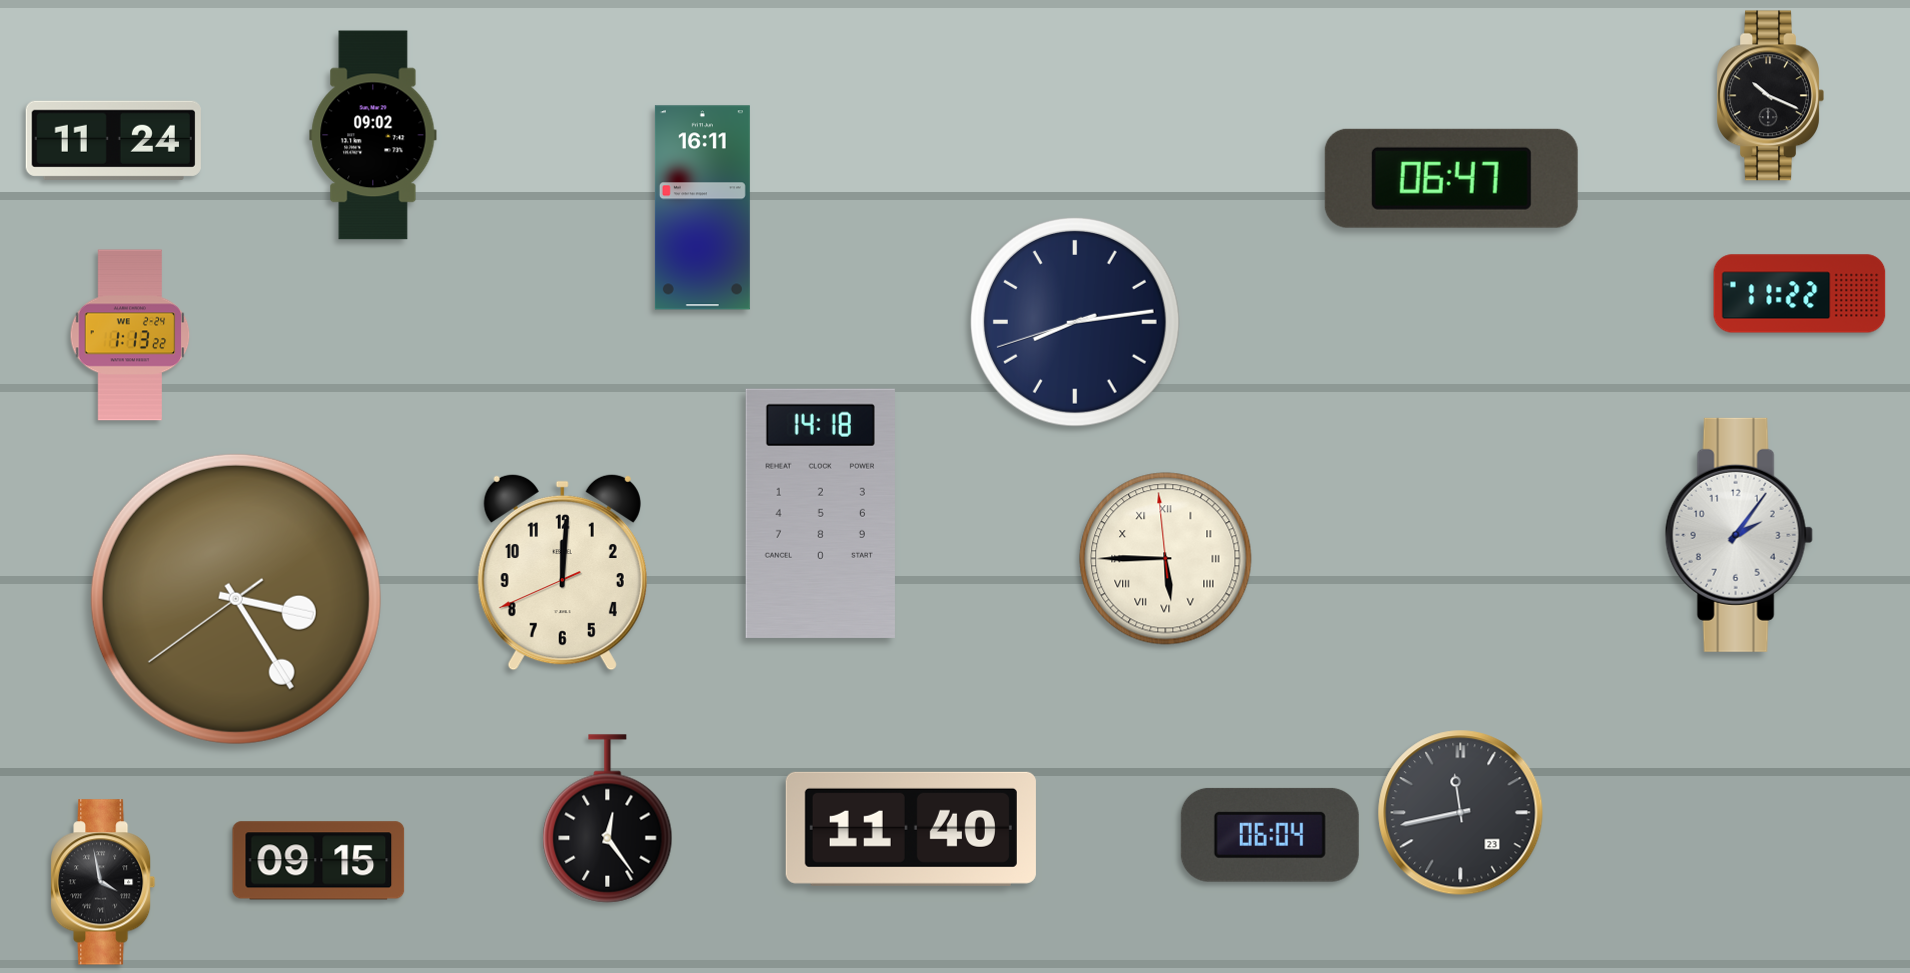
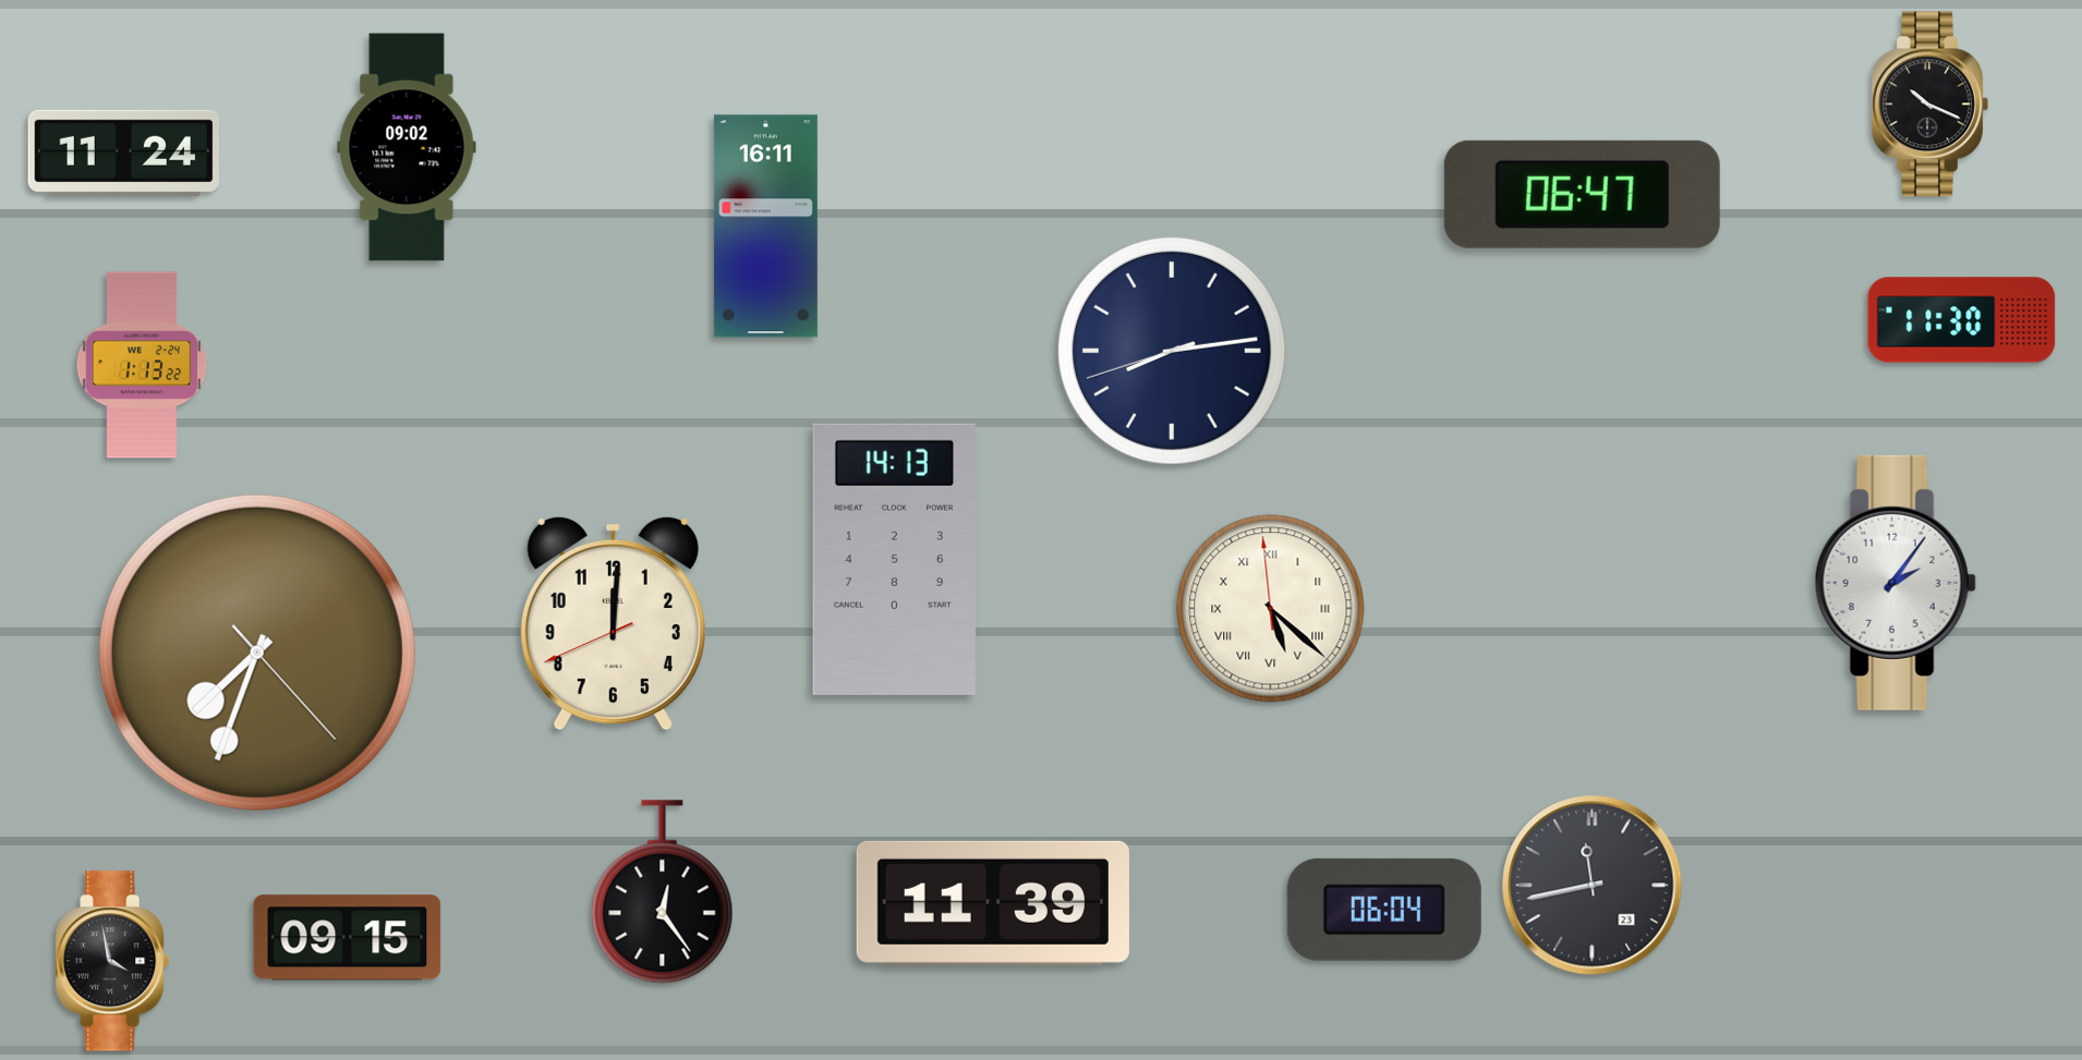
clock at (1800, 294): 11:22 -> 11:30
clock at (820, 513): 14:18 -> 14:13
clock at (1166, 559): 5:44 -> 5:21
clock at (236, 599): 3:24 -> 7:33
clock at (911, 829): 11:40 -> 11:39
